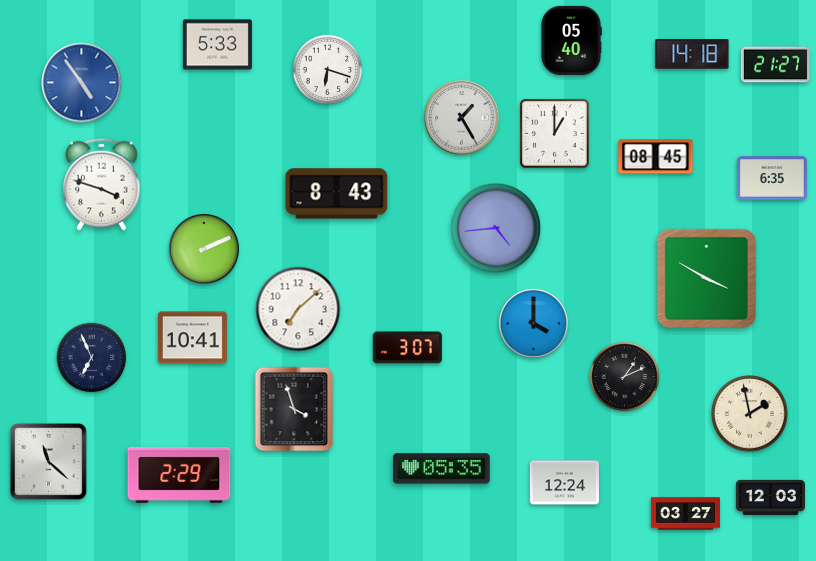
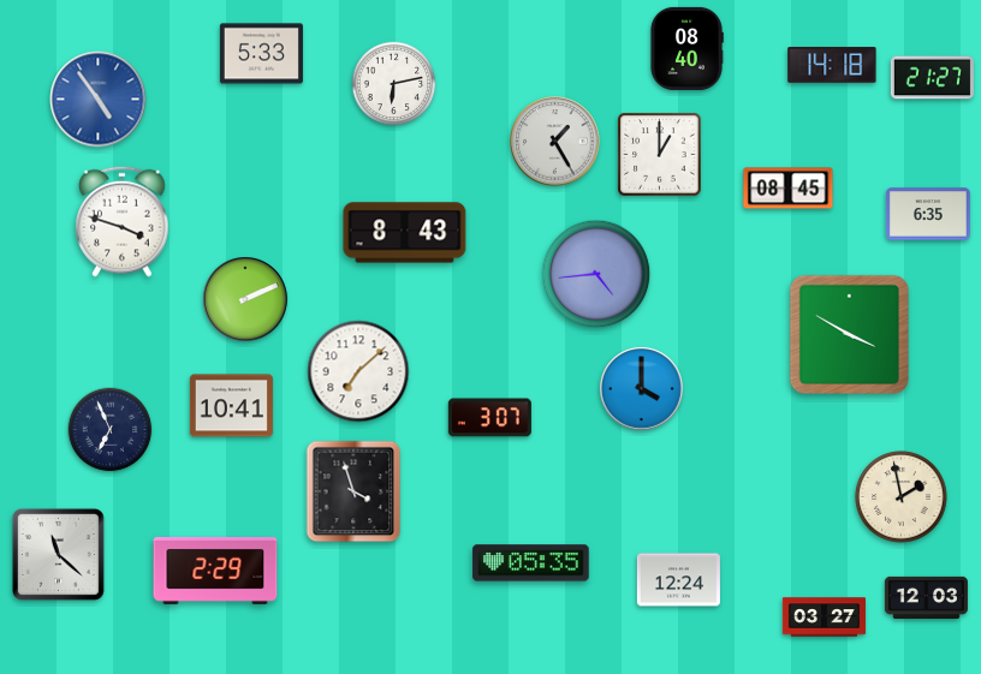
clock at (571, 40): 05:40 -> 08:40
clock at (328, 70): 6:18 -> 6:13
clock at (555, 134) position: (555, 134) -> (660, 155)
clock at (625, 377): 1:11 -> none
